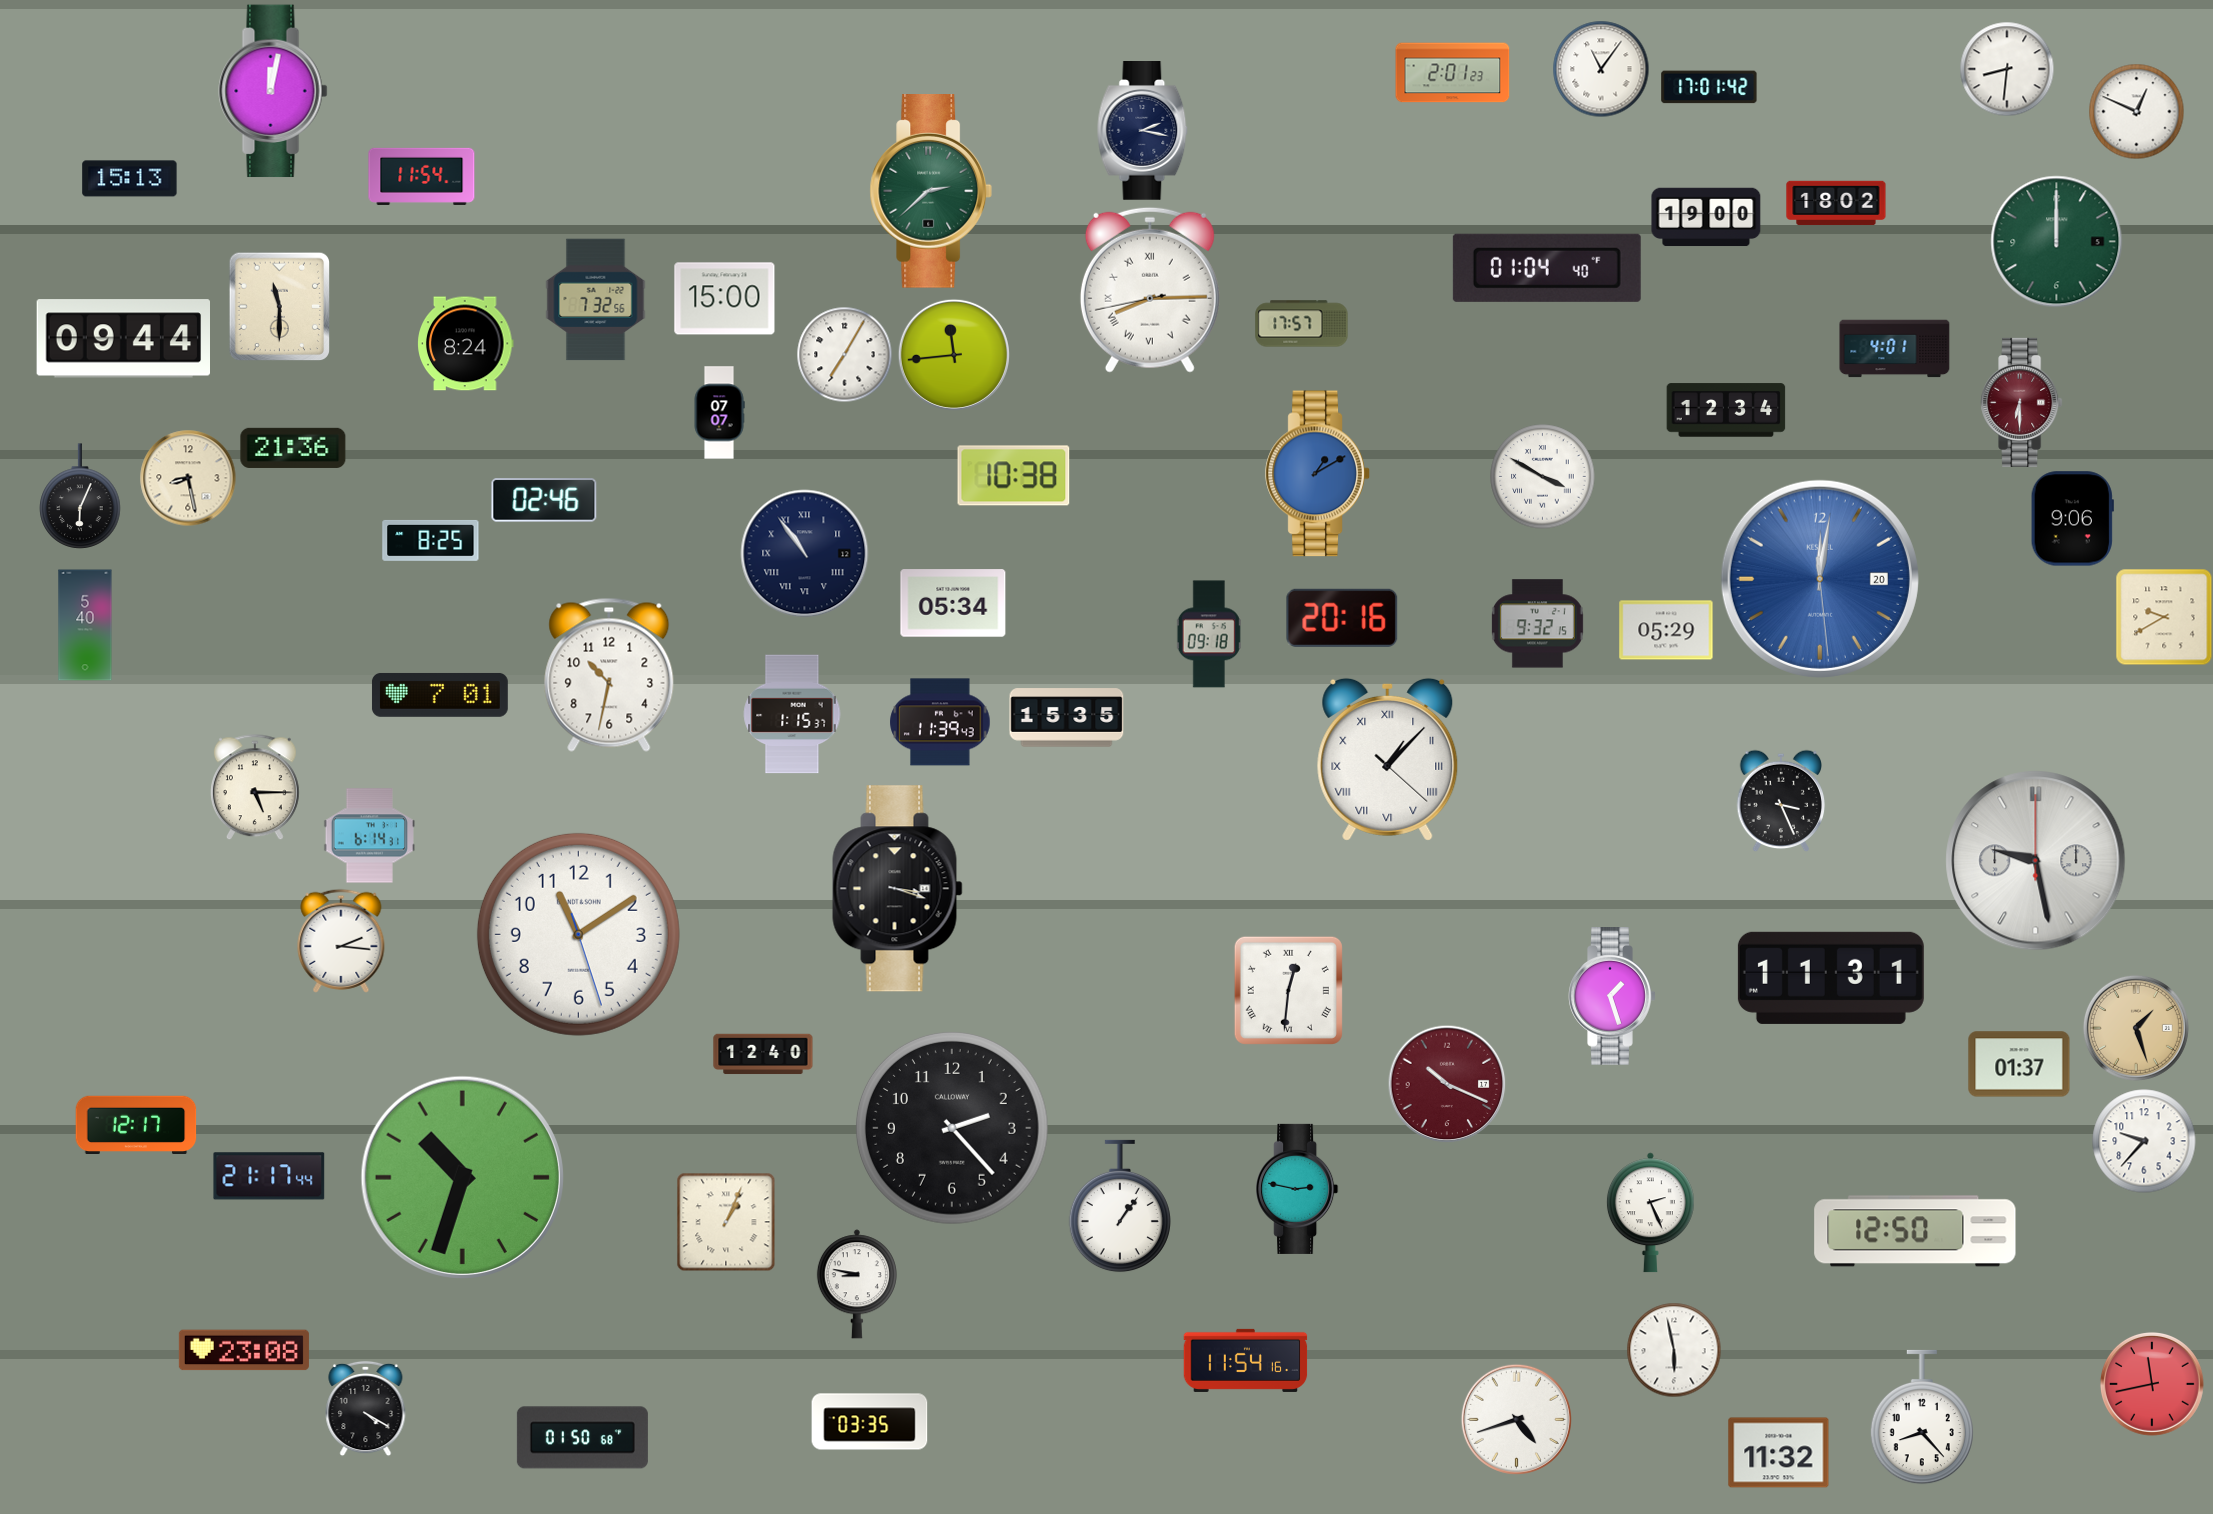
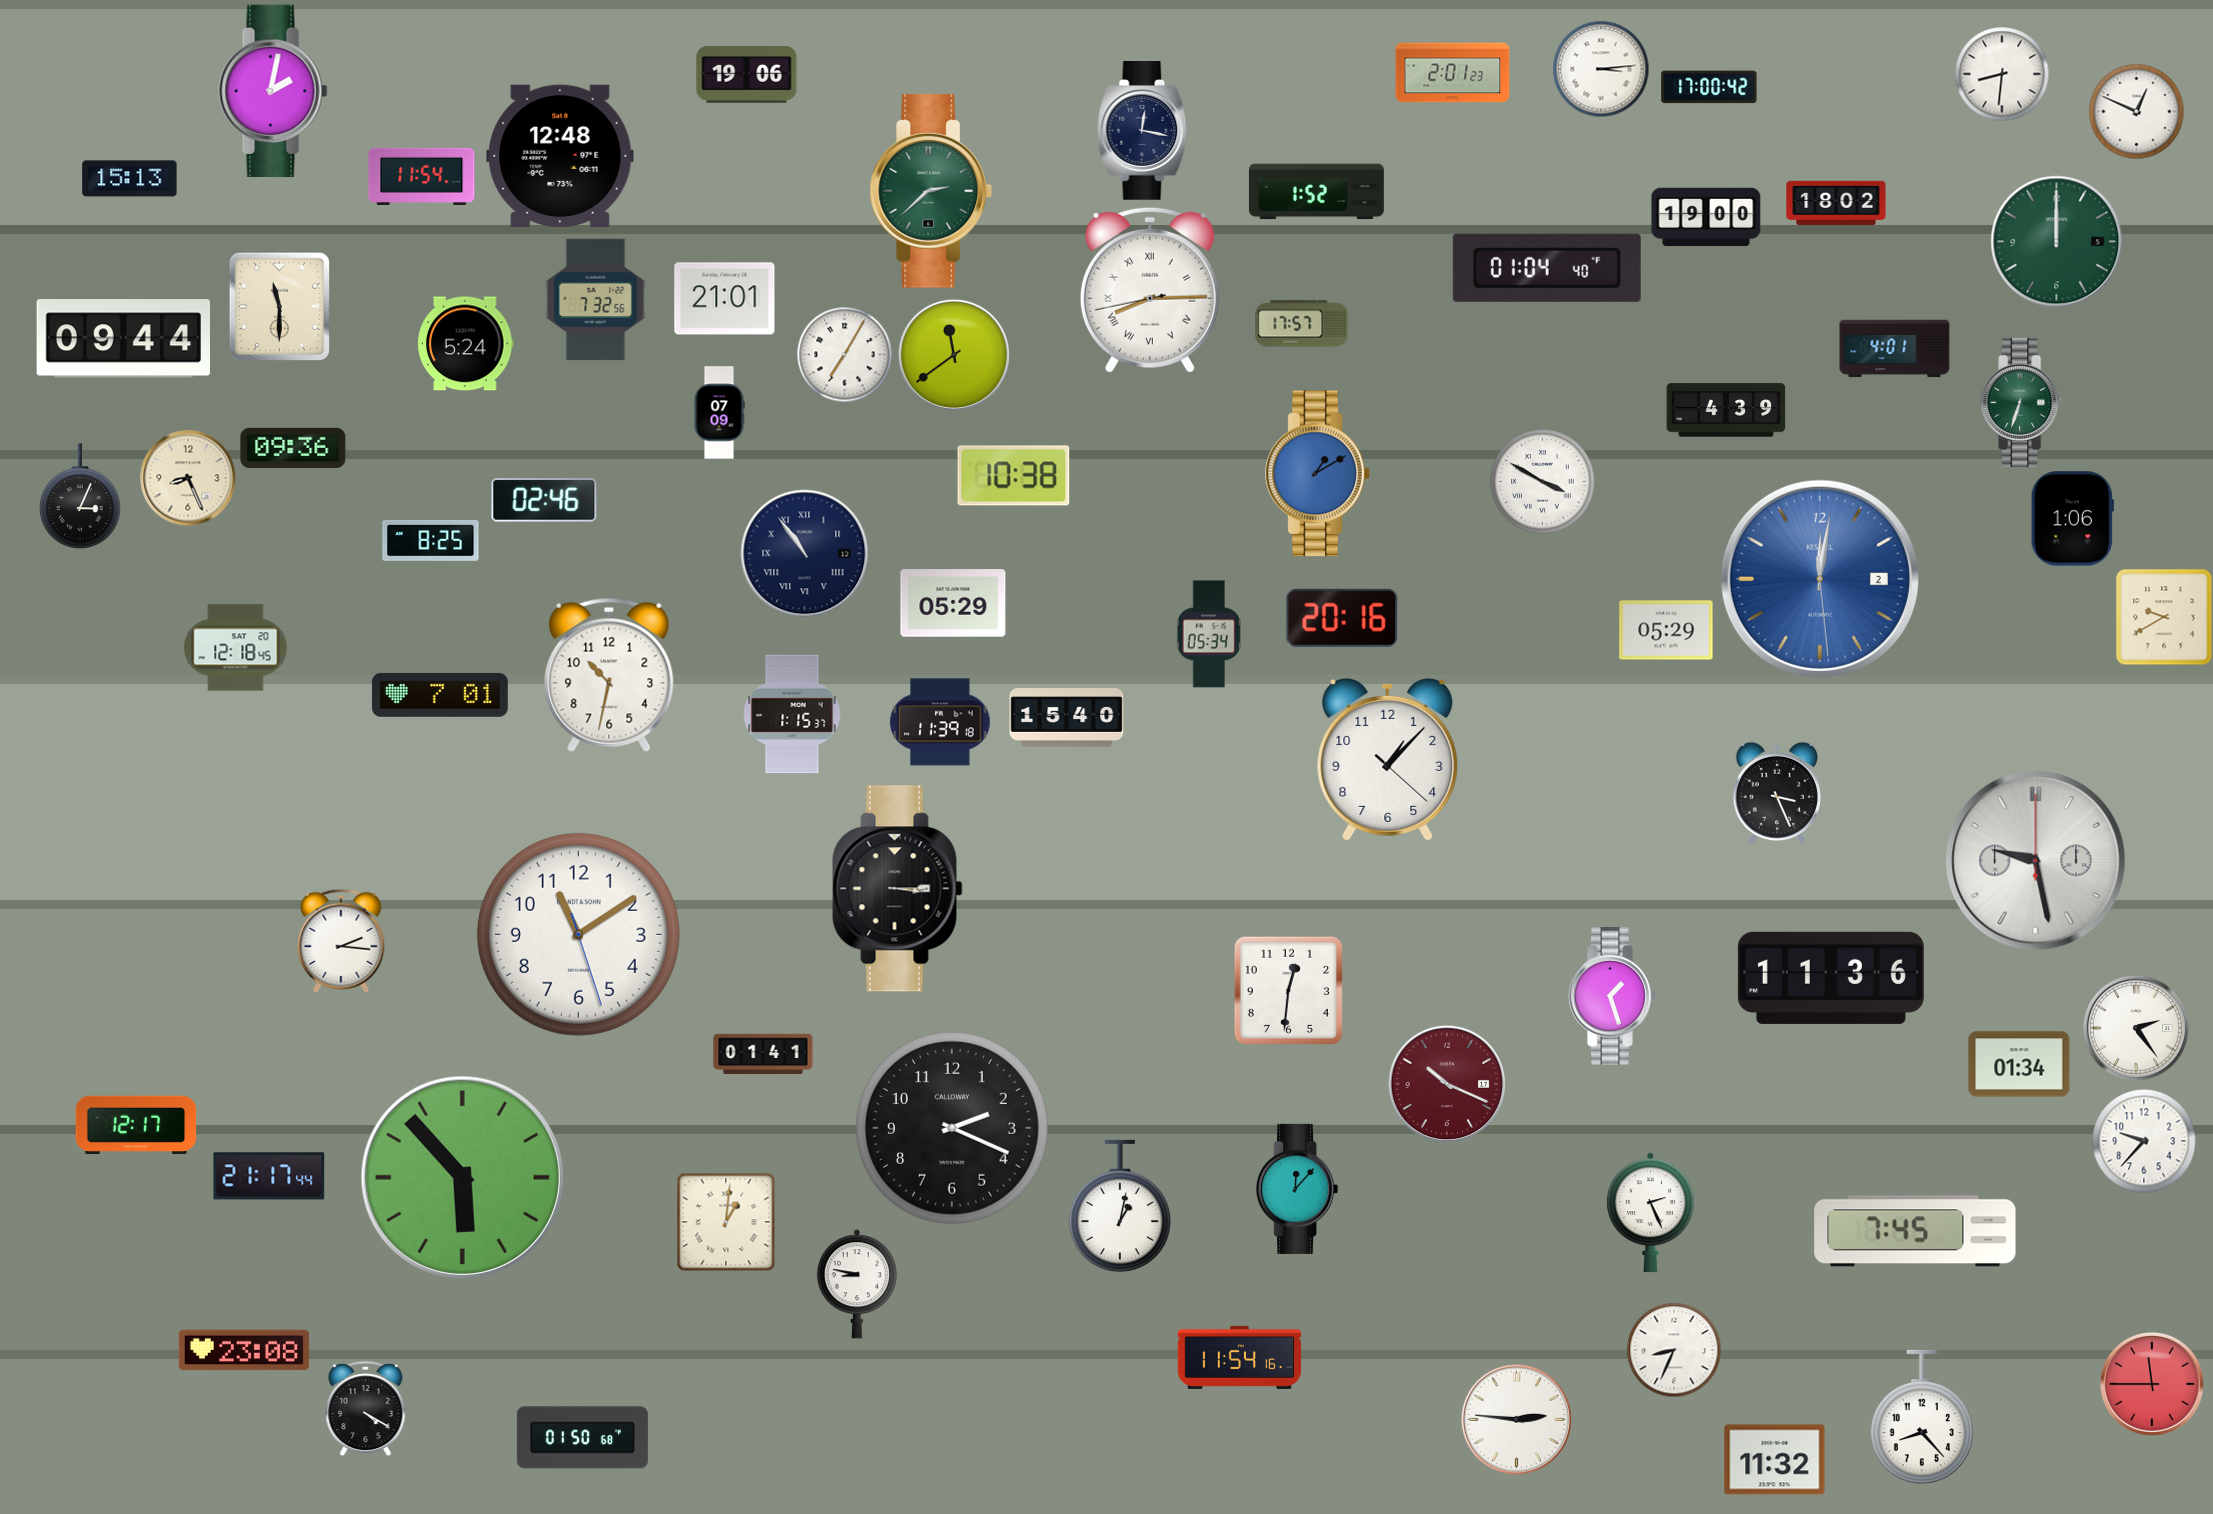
clock at (1601, 69): 11:06 -> 3:14
clock at (2007, 69) position: (2007, 69) -> (2002, 74)
clock at (747, 75): none -> 19:06
clock at (1709, 87): 17:01 -> 17:00
clock at (273, 91): 12:02 -> 2:02
clock at (1143, 131): 2:17 -> 12:17
clock at (560, 155): none -> 12:48
clock at (1316, 192): none -> 1:52
clock at (725, 299): 15:00 -> 21:01
clock at (466, 344): 8:24 -> 5:24
clock at (954, 355): 11:44 -> 11:39
clock at (2022, 402): 6:30 -> 6:33
clock at (2022, 402) dial: burgundy -> green
clock at (1726, 410): 12:34 -> 4:39
clock at (719, 413): 07:07 -> 07:09
clock at (293, 448): 21:36 -> 09:36
clock at (1543, 477) position: (1543, 477) -> (1543, 482)
clock at (188, 478): 8:28 -> 8:26
clock at (80, 496): 6:04 -> 3:04
clock at (2072, 519): 9:06 -> 1:06
clock at (1820, 579) date: 20 -> 2
clock at (953, 603): 05:34 -> 05:29
clock at (1537, 624): 9:32 -> none
clock at (85, 625): 5:40 -> none
clock at (1209, 634): 09:18 -> 05:34
clock at (236, 648): none -> 12:18
clock at (1067, 718): 15:35 -> 15:40
clock at (940, 722): 11:39:43 -> 11:39:18
clock at (1388, 759) numerals: Roman -> Arabic
clock at (255, 787): 5:15 -> none
clock at (1781, 801) position: (1781, 801) -> (1777, 793)
clock at (369, 836): 6:14 -> none
clock at (898, 889): 3:18 -> 3:15
clock at (1831, 978): 11:31 -> 11:36
clock at (1288, 990) numerals: Roman -> Arabic
clock at (2136, 1028): 1:27 -> 2:24
clock at (2136, 1028) dial: champagne -> white
clock at (763, 1054): 12:40 -> 01:41
clock at (2019, 1064): 01:37 -> 01:34
clock at (952, 1128): 2:23 -> 2:19
clock at (462, 1177): 10:33 -> 5:53
clock at (1297, 1189): 2:47 -> 12:07
clock at (1120, 1206): 1:06 -> 1:02
clock at (726, 1222): 1:04 -> 1:01
clock at (1915, 1231): 12:50 -> 7:45
clock at (1674, 1350): 5:58 -> 8:34
clock at (1246, 1360) position: (1246, 1360) -> (1240, 1357)
clock at (2152, 1384): 11:43 -> 11:45
clock at (1516, 1419): 4:42 -> 2:46
clock at (870, 1422): 03:35 -> none
clock at (1779, 1453) position: (1779, 1453) -> (1775, 1460)
